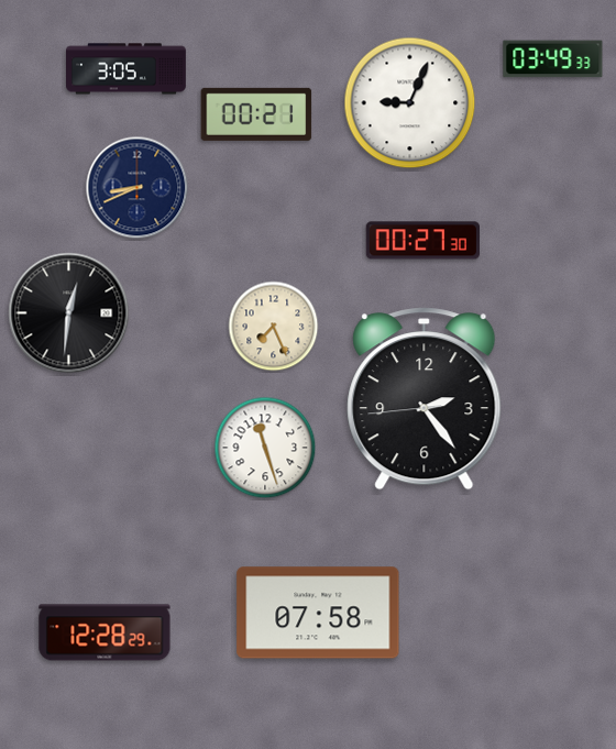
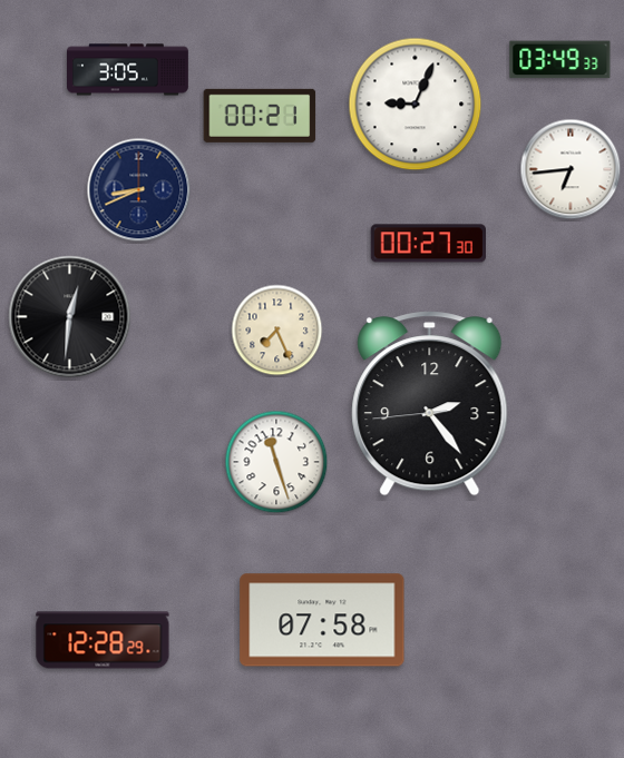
clock at (571, 169): none -> 6:44
clock at (265, 448) position: (265, 448) -> (276, 462)
clock at (105, 632) position: (105, 632) -> (103, 640)
